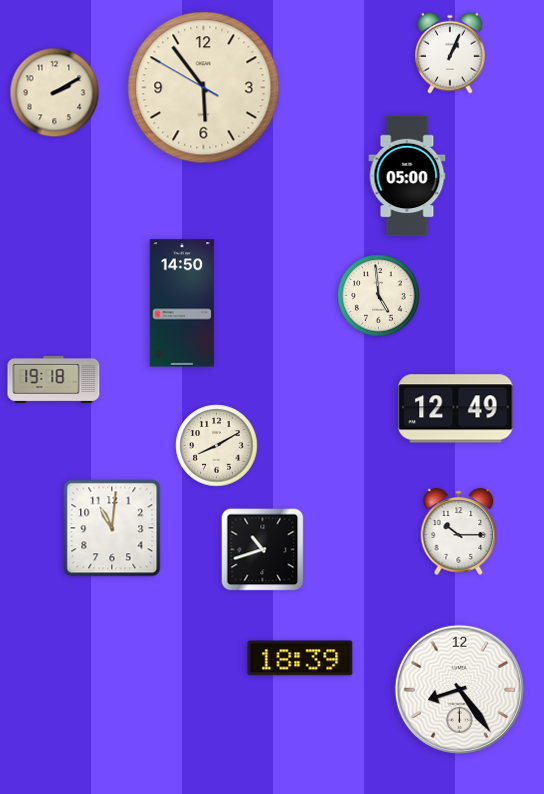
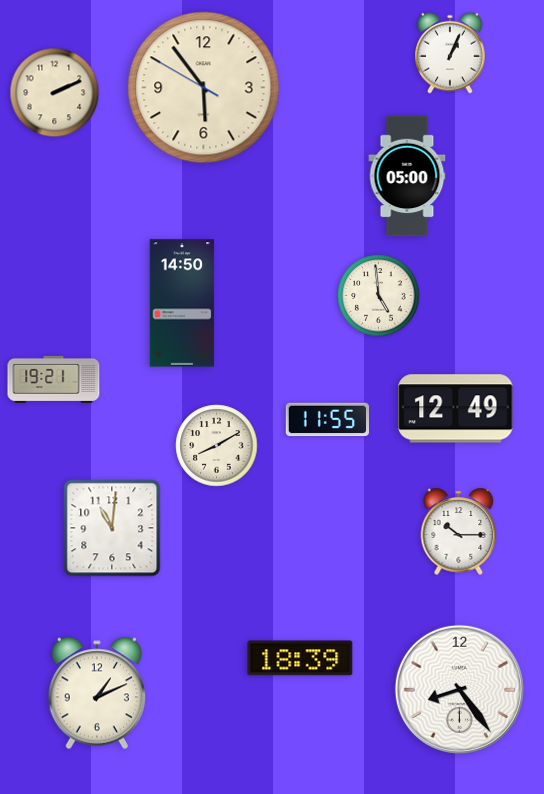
clock at (55, 93): 2:10 -> 2:11
clock at (54, 379): 19:18 -> 19:21
clock at (327, 420): none -> 11:55
clock at (263, 550): 10:42 -> none
clock at (96, 693): none -> 1:11
